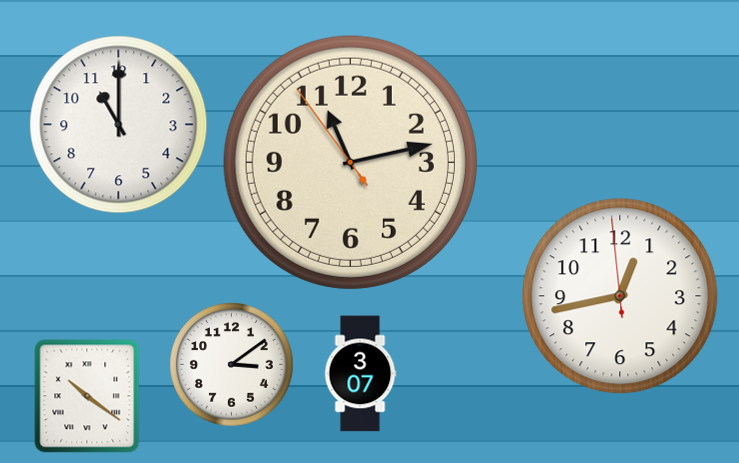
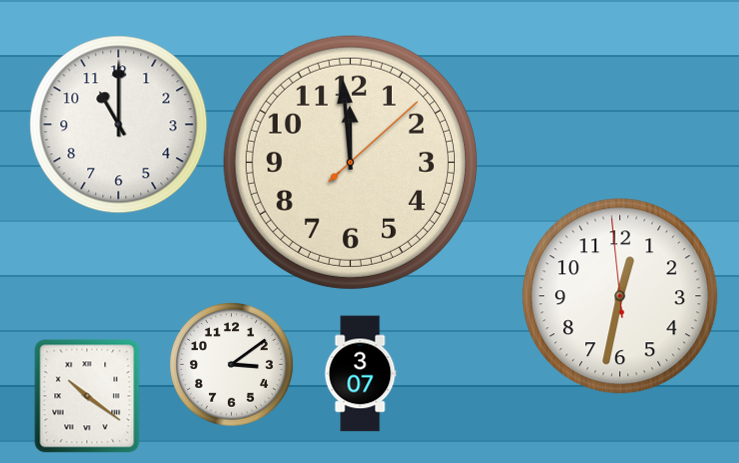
clock at (350, 162): 11:12 -> 11:59
clock at (620, 296): 12:42 -> 12:31
